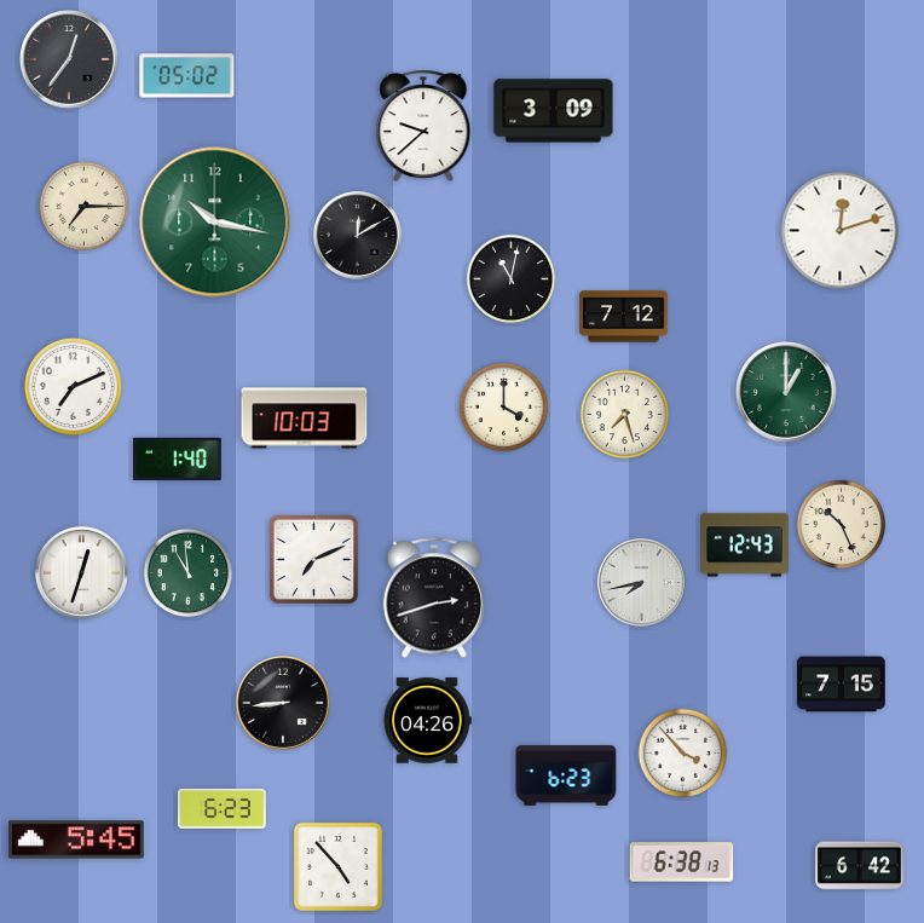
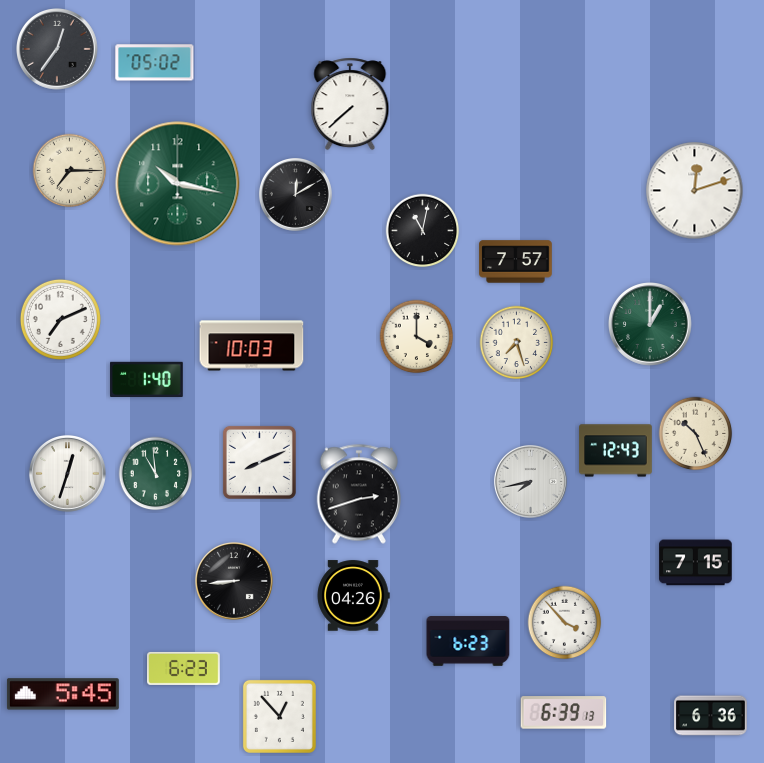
clock at (554, 111): 3:09 -> none
clock at (423, 126): 9:38 -> 7:38
clock at (624, 317): 7:12 -> 7:57
clock at (313, 559): 7:11 -> 8:11
clock at (842, 685) position: (842, 685) -> (696, 563)
clock at (682, 863): 6:38 -> 6:39
clock at (337, 866): 4:53 -> 12:53
clock at (860, 866): 6:42 -> 6:36
